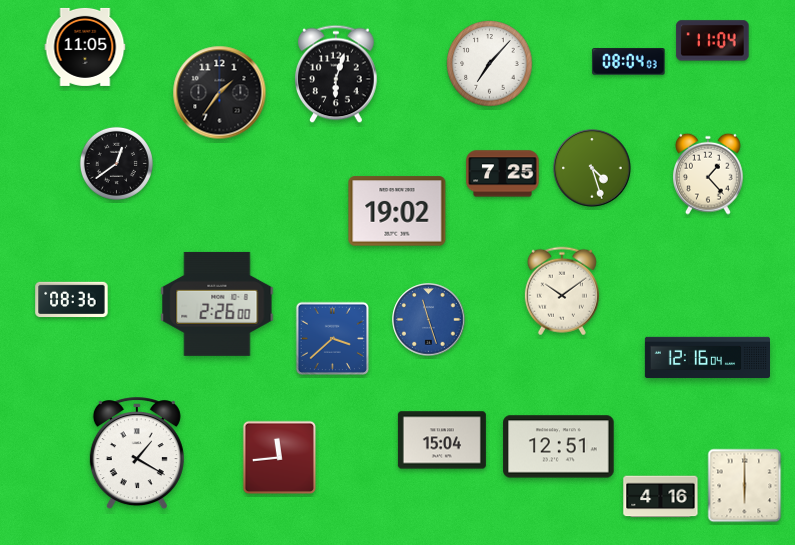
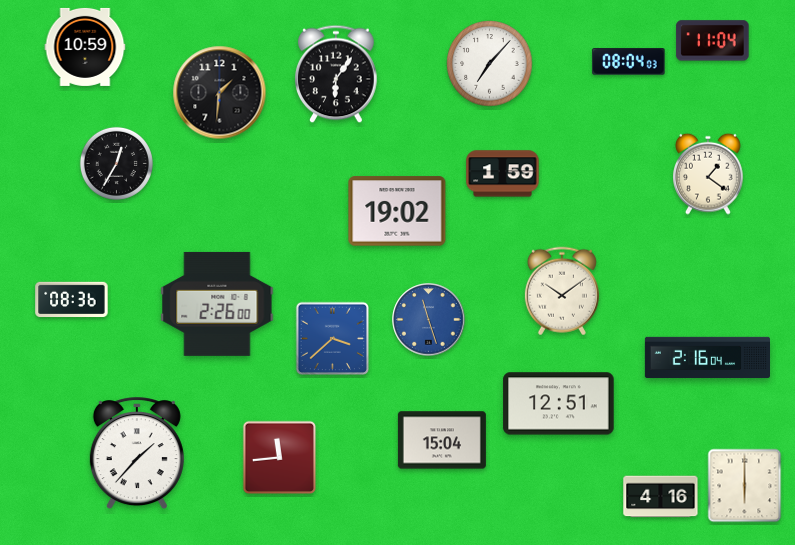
clock at (85, 47): 11:05 -> 10:59
clock at (336, 74): 6:03 -> 6:06
clock at (220, 93): 1:36 -> 1:31
clock at (116, 163): 12:39 -> 12:35
clock at (592, 168): 4:27 -> none
clock at (503, 174): 7:25 -> 1:59
clock at (709, 174): 1:23 -> 1:21
clock at (707, 358): 12:16 -> 2:16
clock at (559, 447) position: (559, 447) -> (559, 404)
clock at (137, 454): 1:20 -> 1:37
